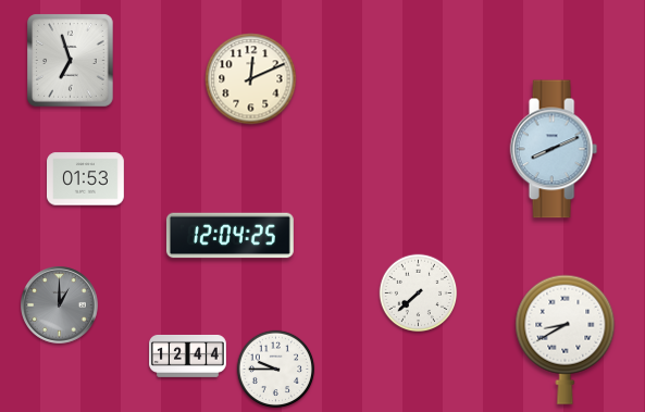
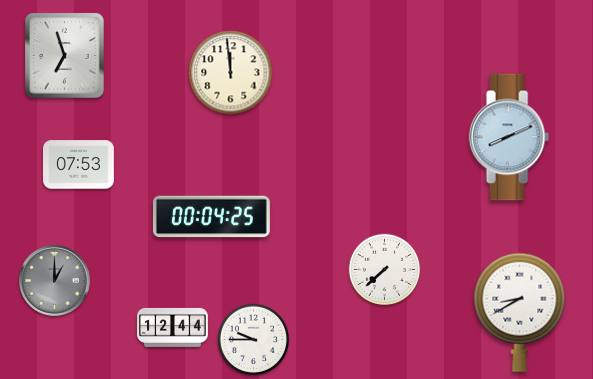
clock at (251, 79): 12:11 -> 11:59
clock at (86, 179): 01:53 -> 07:53
clock at (230, 236): 12:04 -> 00:04
